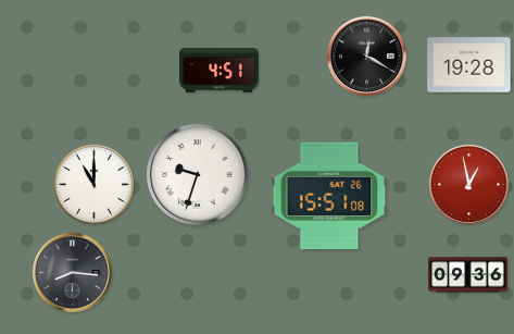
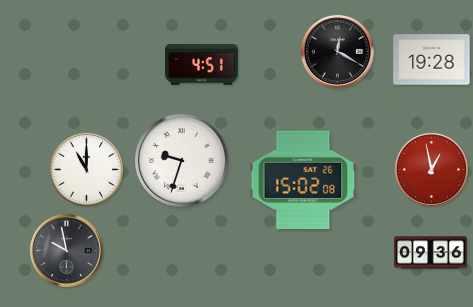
clock at (329, 196): 15:51 -> 15:02
clock at (72, 272): 8:16 -> 9:58
